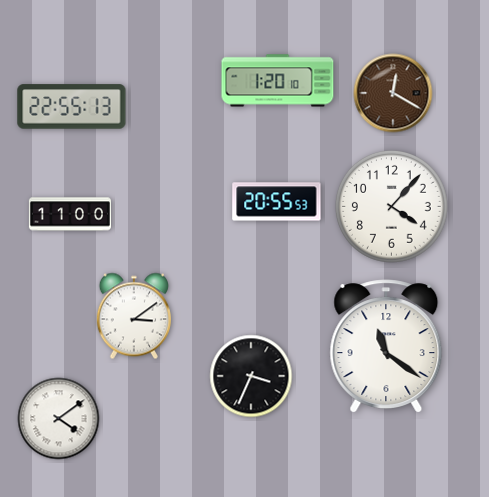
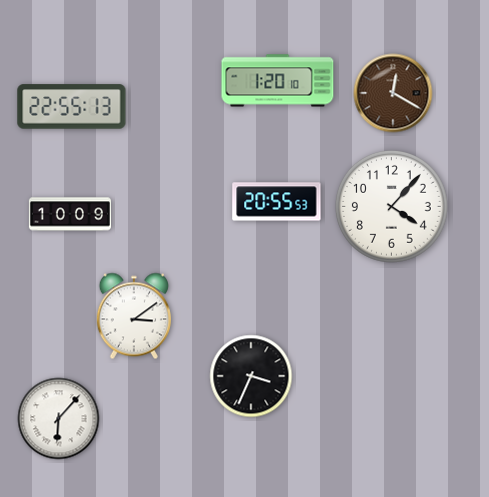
clock at (70, 214): 11:00 -> 10:09
clock at (386, 346): 11:21 -> none
clock at (59, 419): 4:09 -> 6:07
